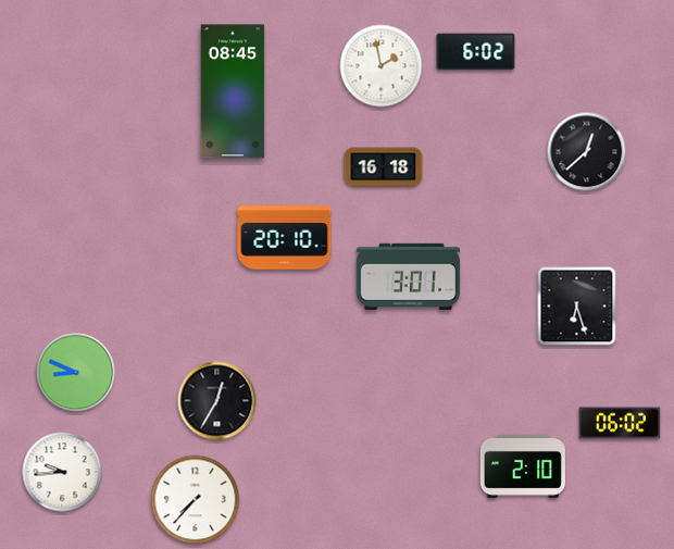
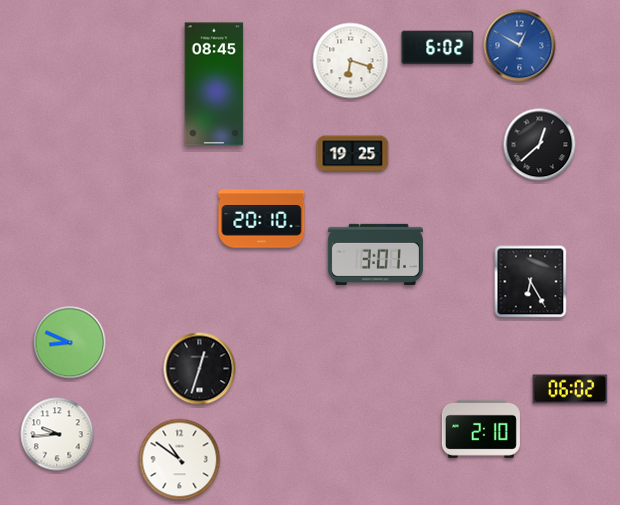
clock at (520, 46): none -> 12:50
clock at (382, 66): 1:58 -> 6:18
clock at (587, 152) position: (587, 152) -> (540, 145)
clock at (384, 167): 16:18 -> 19:25
clock at (577, 307): 6:27 -> 6:25
clock at (217, 401): 12:35 -> 12:33
clock at (196, 500): 7:37 -> 10:51
